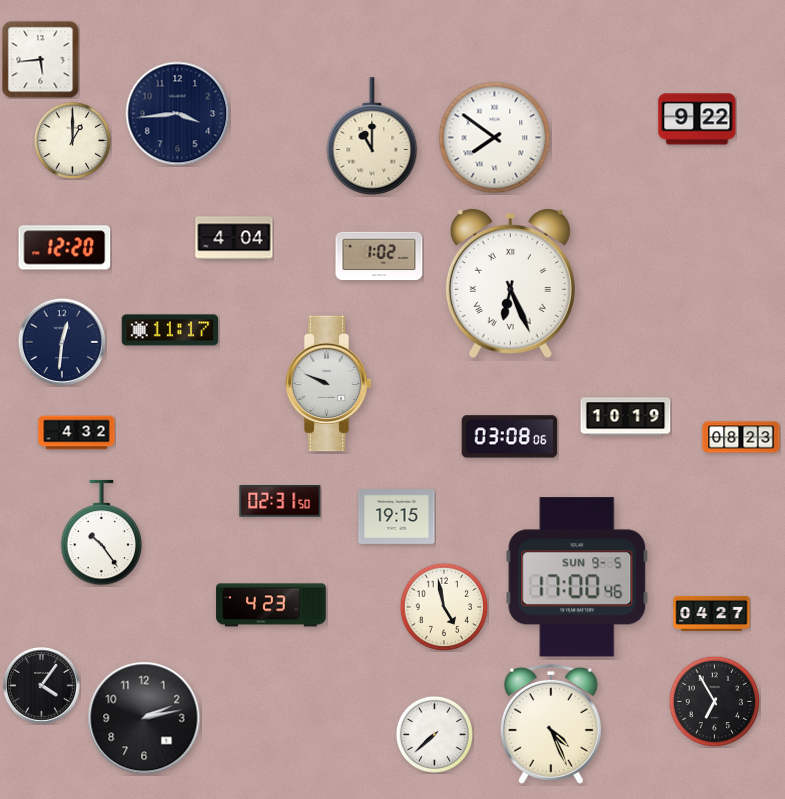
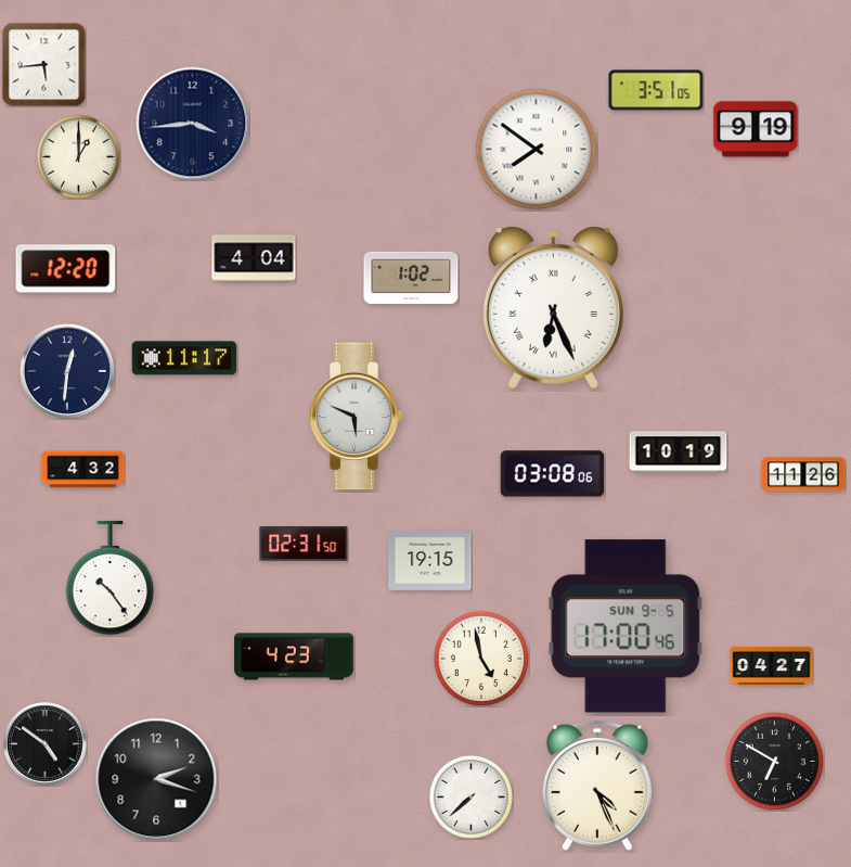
clock at (656, 90): none -> 3:51
clock at (697, 119): 9:22 -> 9:19
clock at (372, 136): 11:00 -> none
clock at (72, 140) position: (72, 140) -> (78, 156)
clock at (65, 248) position: (65, 248) -> (66, 269)
clock at (328, 384): 9:49 -> 5:49
clock at (741, 437): 08:23 -> 11:26
clock at (42, 686): 4:06 -> 4:51
clock at (714, 701): 6:55 -> 6:50
clock at (144, 718): 2:13 -> 2:18
